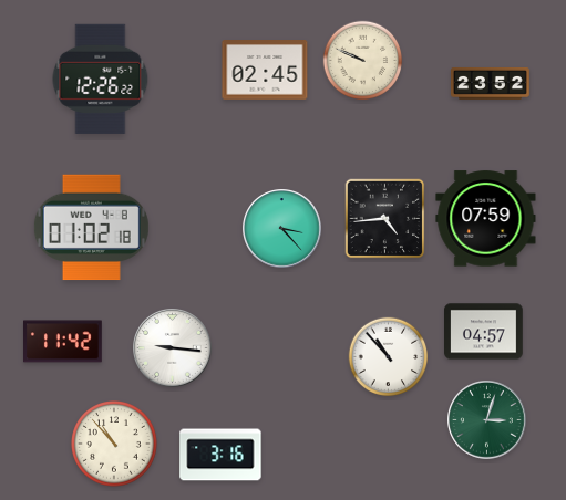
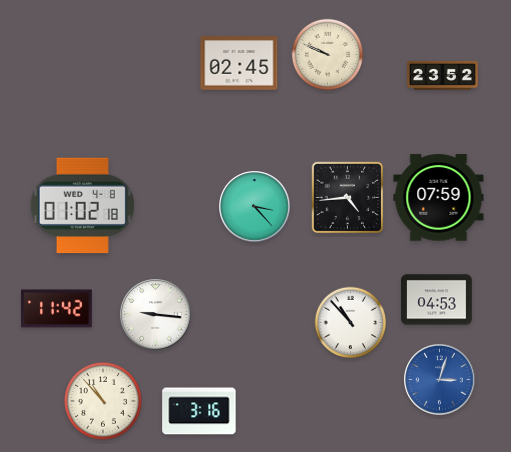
clock at (101, 79): 12:26 -> none
clock at (484, 332): 04:57 -> 04:53
clock at (487, 420) dial: green -> blue
